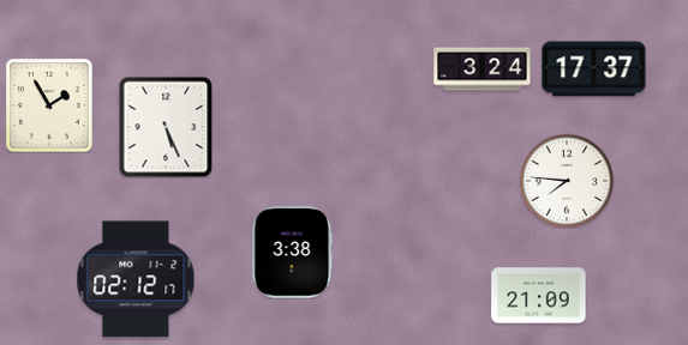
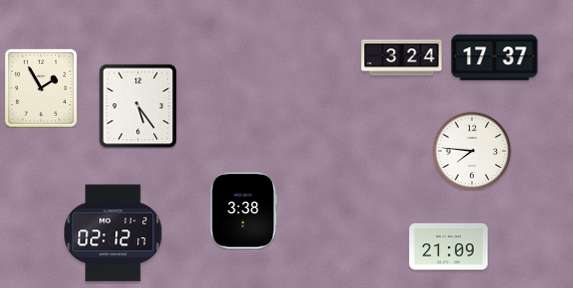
clock at (166, 127): 5:26 -> 5:24
